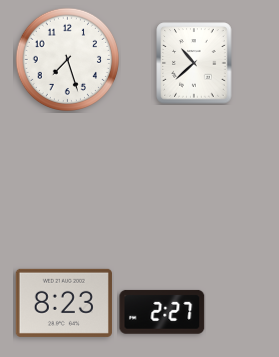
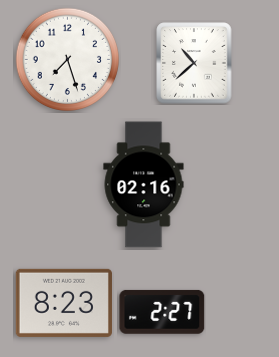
clock at (144, 185): none -> 02:16
